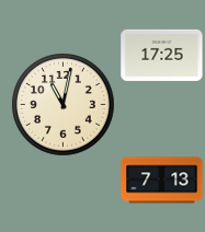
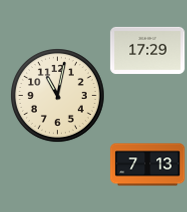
clock at (162, 55): 17:25 -> 17:29
